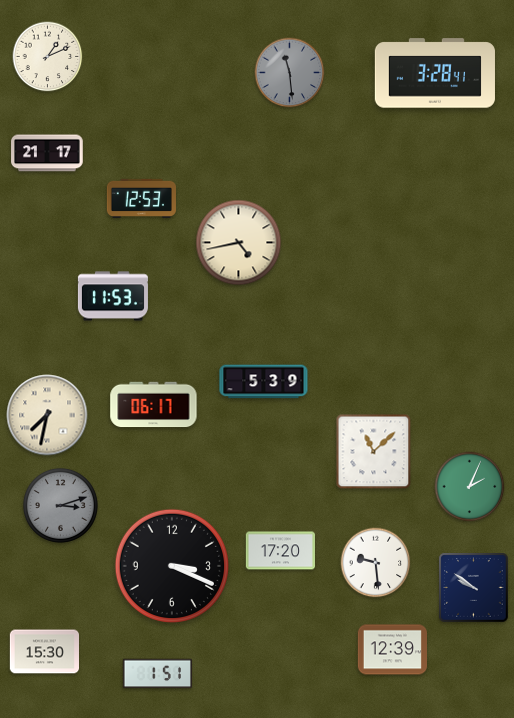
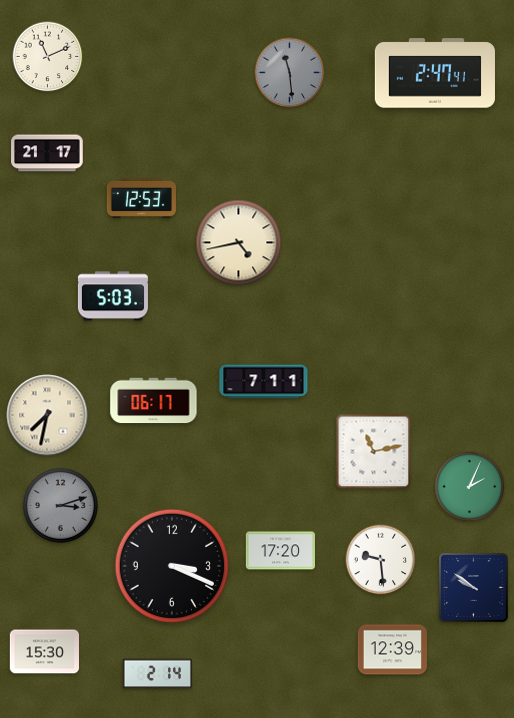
clock at (48, 57): 1:11 -> 11:11
clock at (435, 73): 3:28 -> 2:47
clock at (113, 296): 11:53 -> 5:03
clock at (264, 382): 5:39 -> 7:11
clock at (154, 405) position: (154, 405) -> (154, 401)
clock at (374, 452): 11:08 -> 11:13
clock at (376, 563) position: (376, 563) -> (381, 560)
clock at (157, 674): 1:51 -> 2:14
